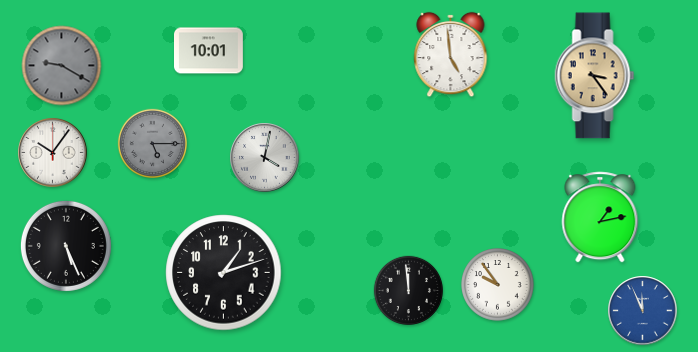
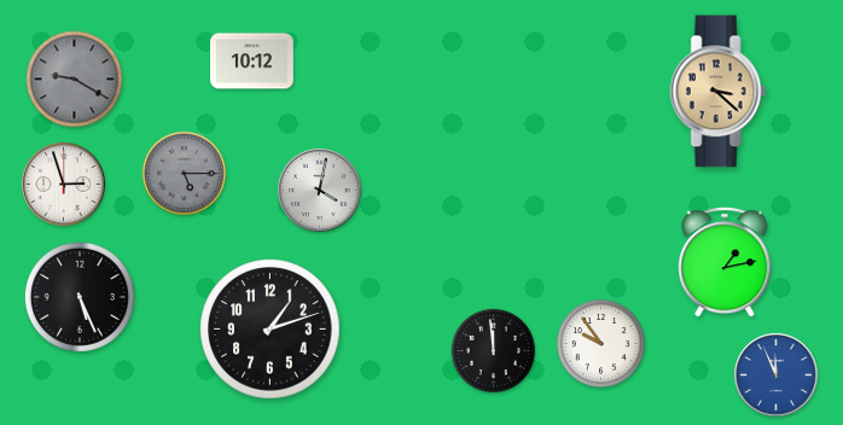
clock at (209, 51): 10:01 -> 10:12
clock at (451, 55): 4:59 -> none
clock at (595, 76): 3:24 -> 3:22
clock at (53, 153): 10:06 -> 2:57
